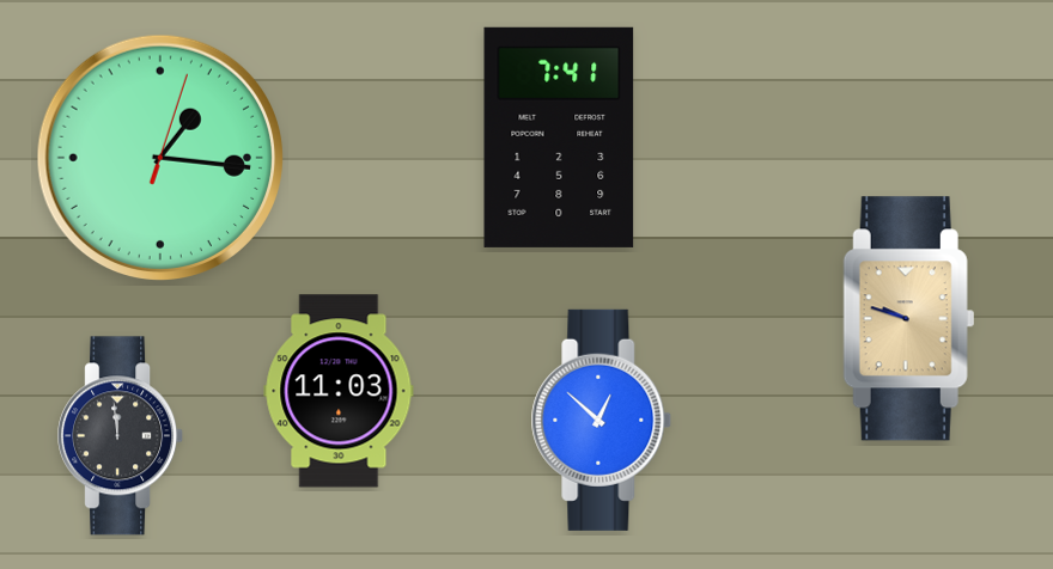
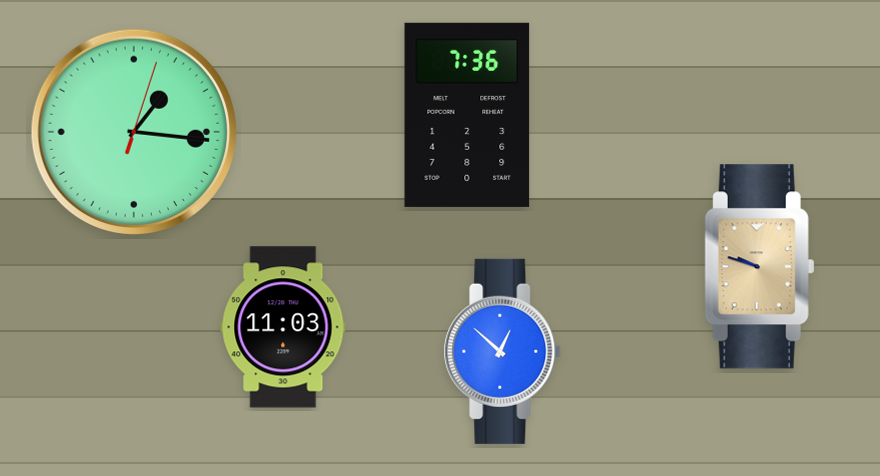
clock at (559, 137): 7:41 -> 7:36
clock at (121, 436): 11:59 -> none
